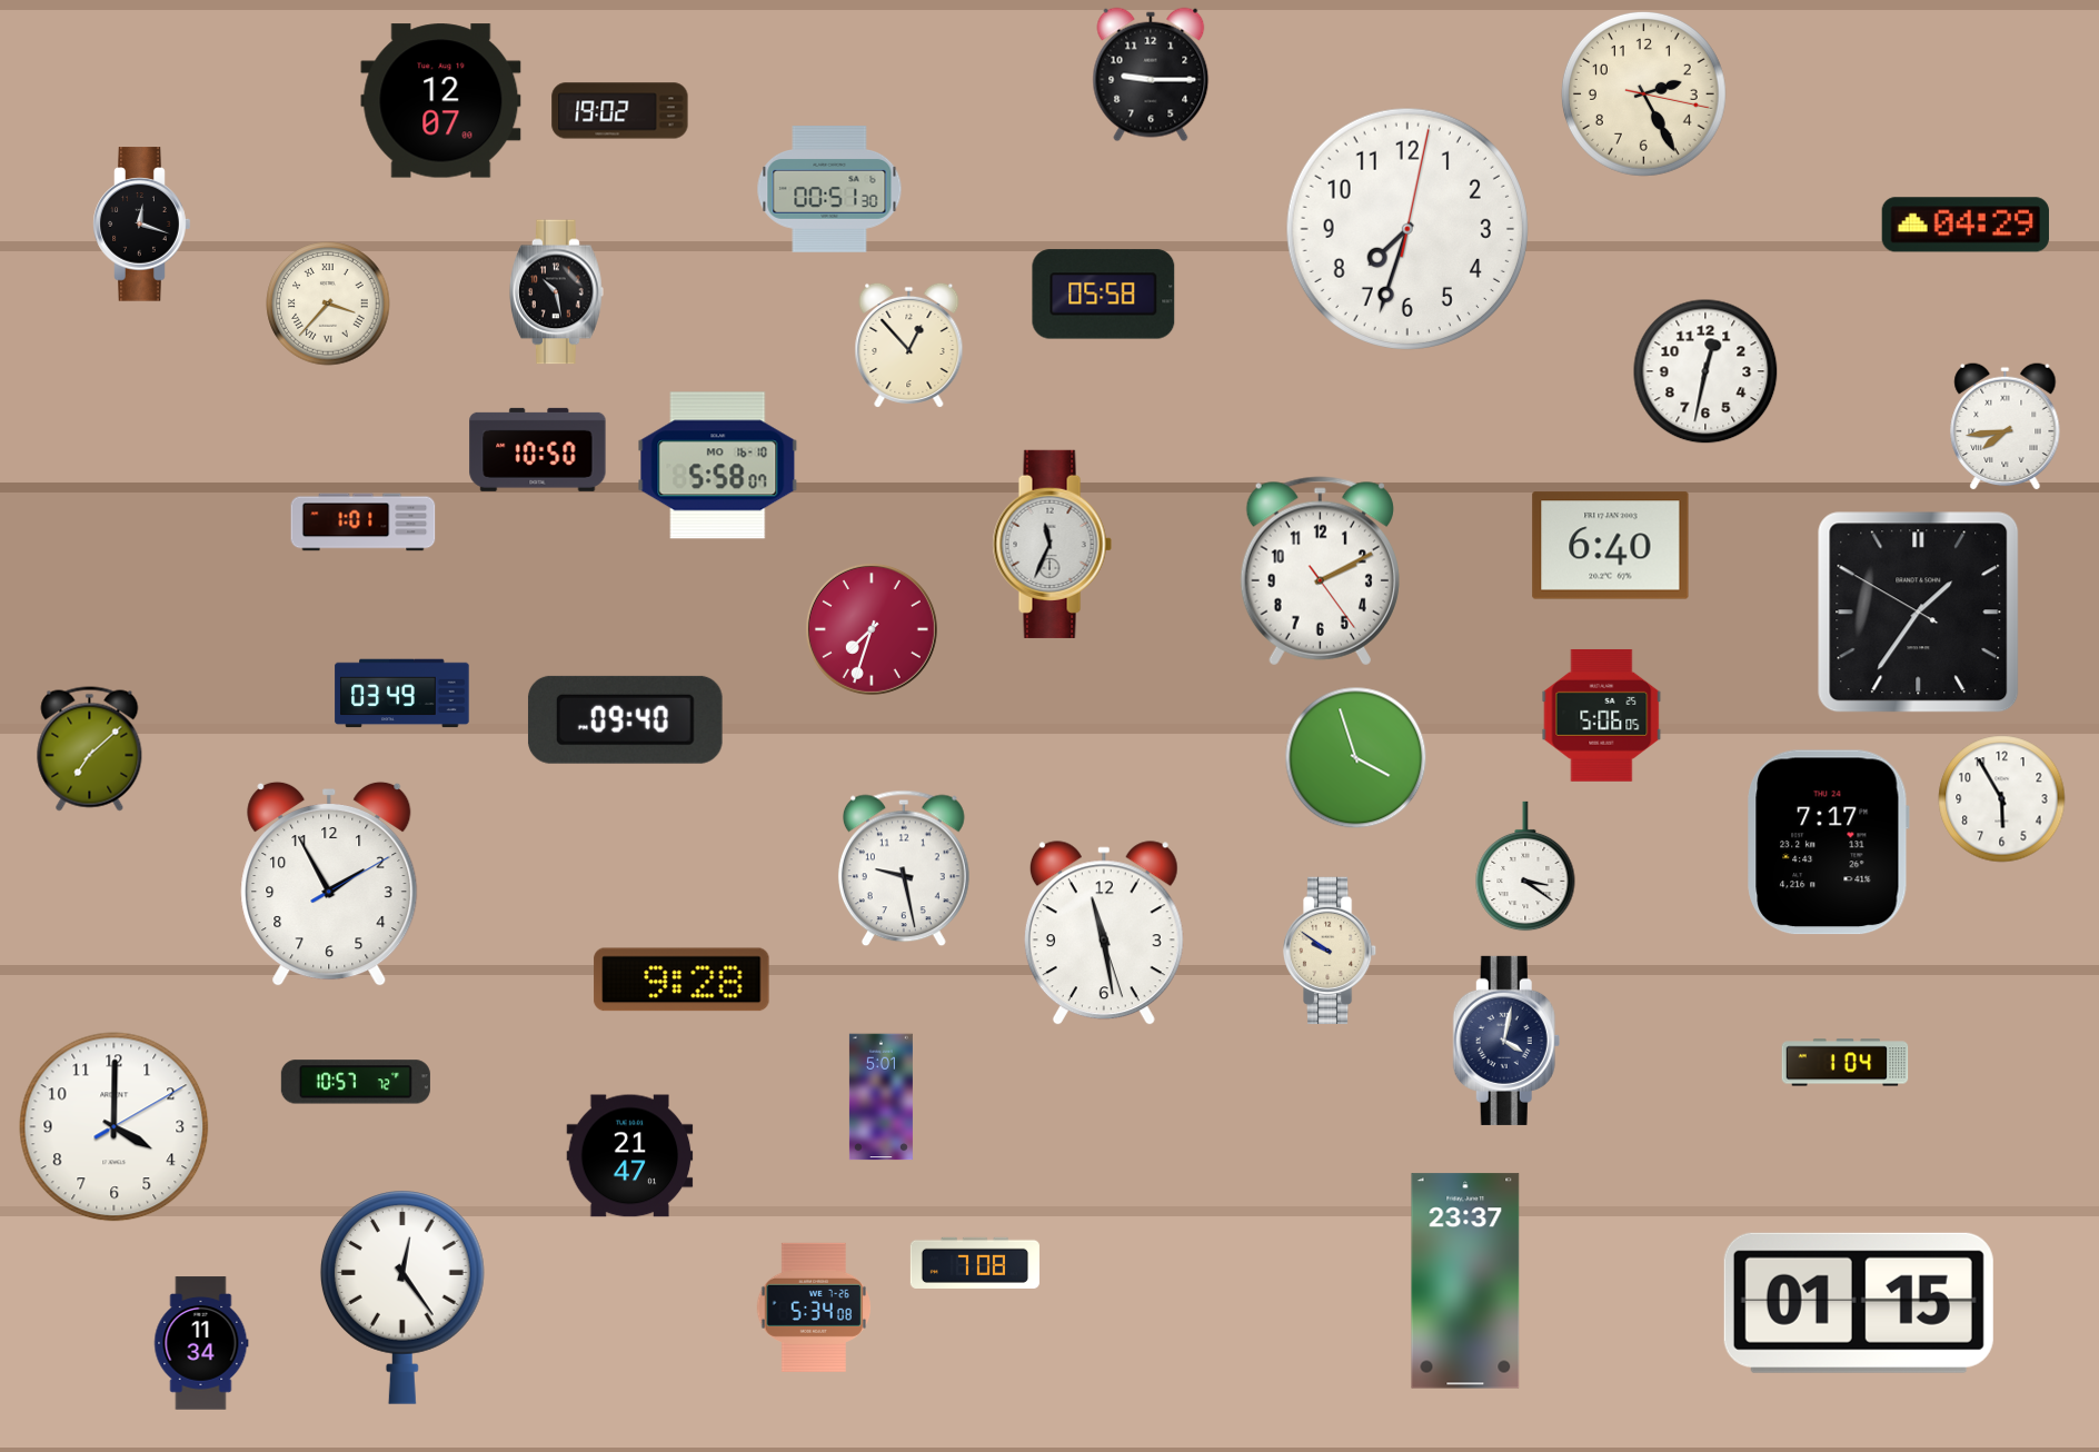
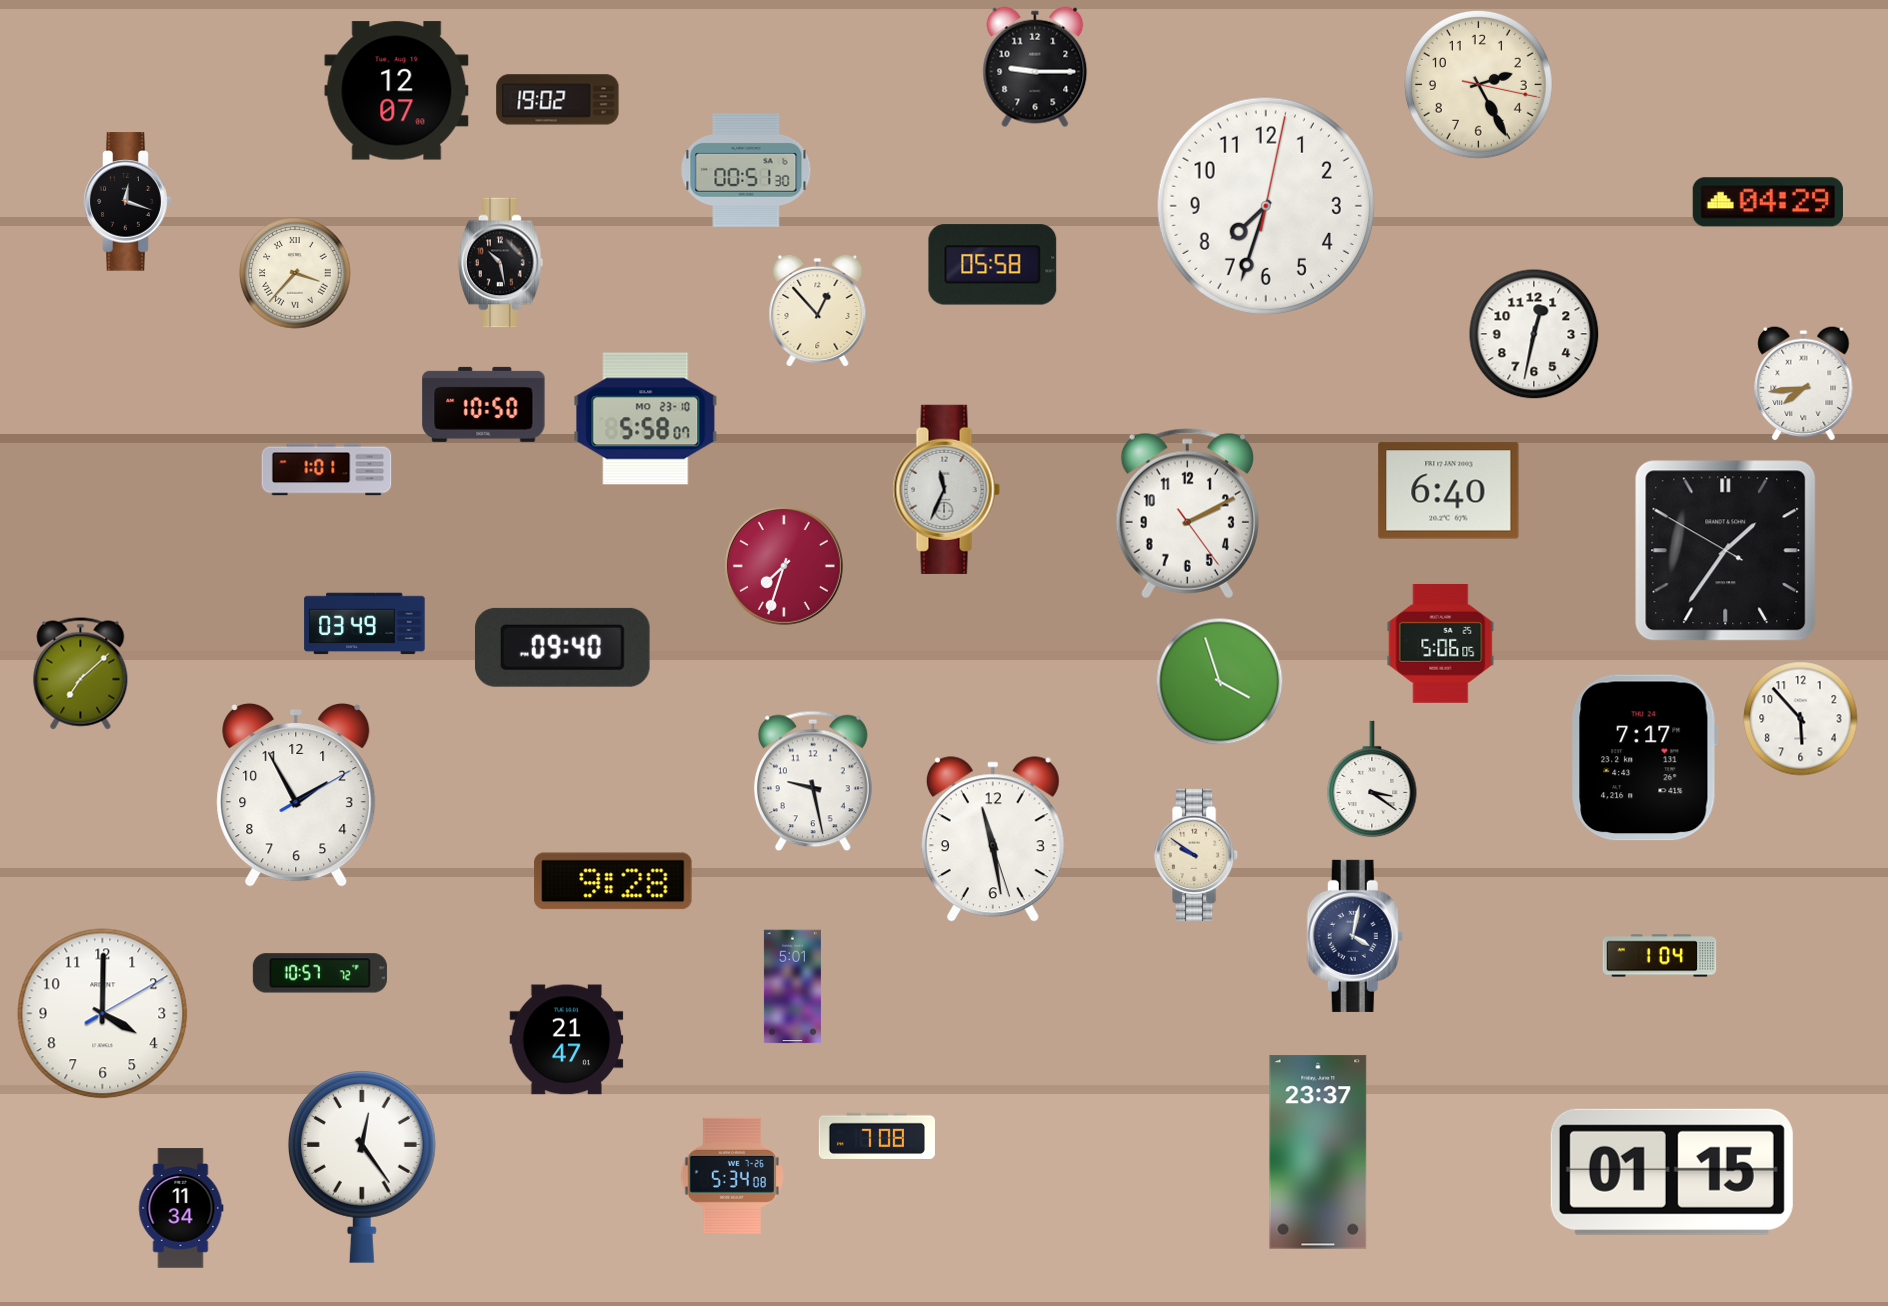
clock at (718, 466) date: MO 16-10 -> MO 23-10
clock at (402, 694) position: (402, 694) -> (365, 624)
clock at (2002, 799): 5:55 -> 5:53
